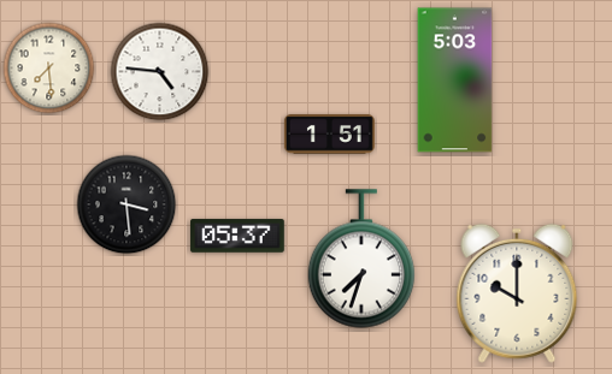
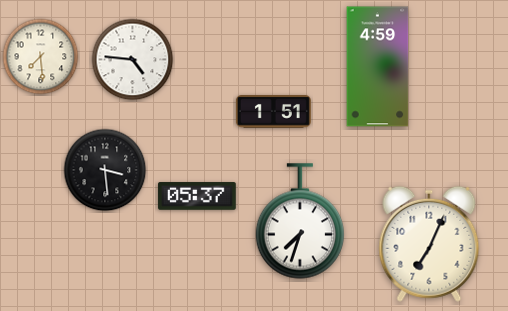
clock at (455, 81): 5:03 -> 4:59
clock at (361, 259) position: (361, 259) -> (300, 221)
clock at (517, 293): 10:00 -> 7:04
